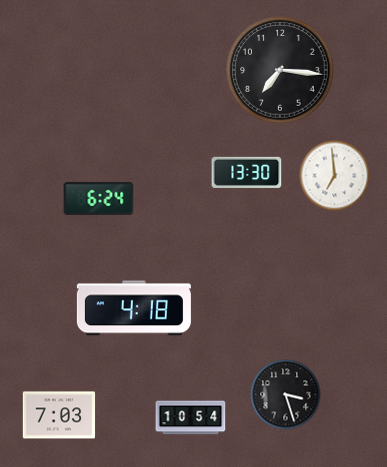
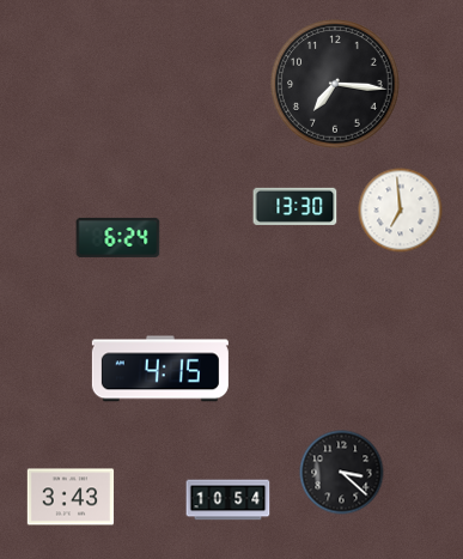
clock at (134, 308): 4:18 -> 4:15
clock at (286, 395): 3:27 -> 3:22
clock at (59, 415): 7:03 -> 3:43
